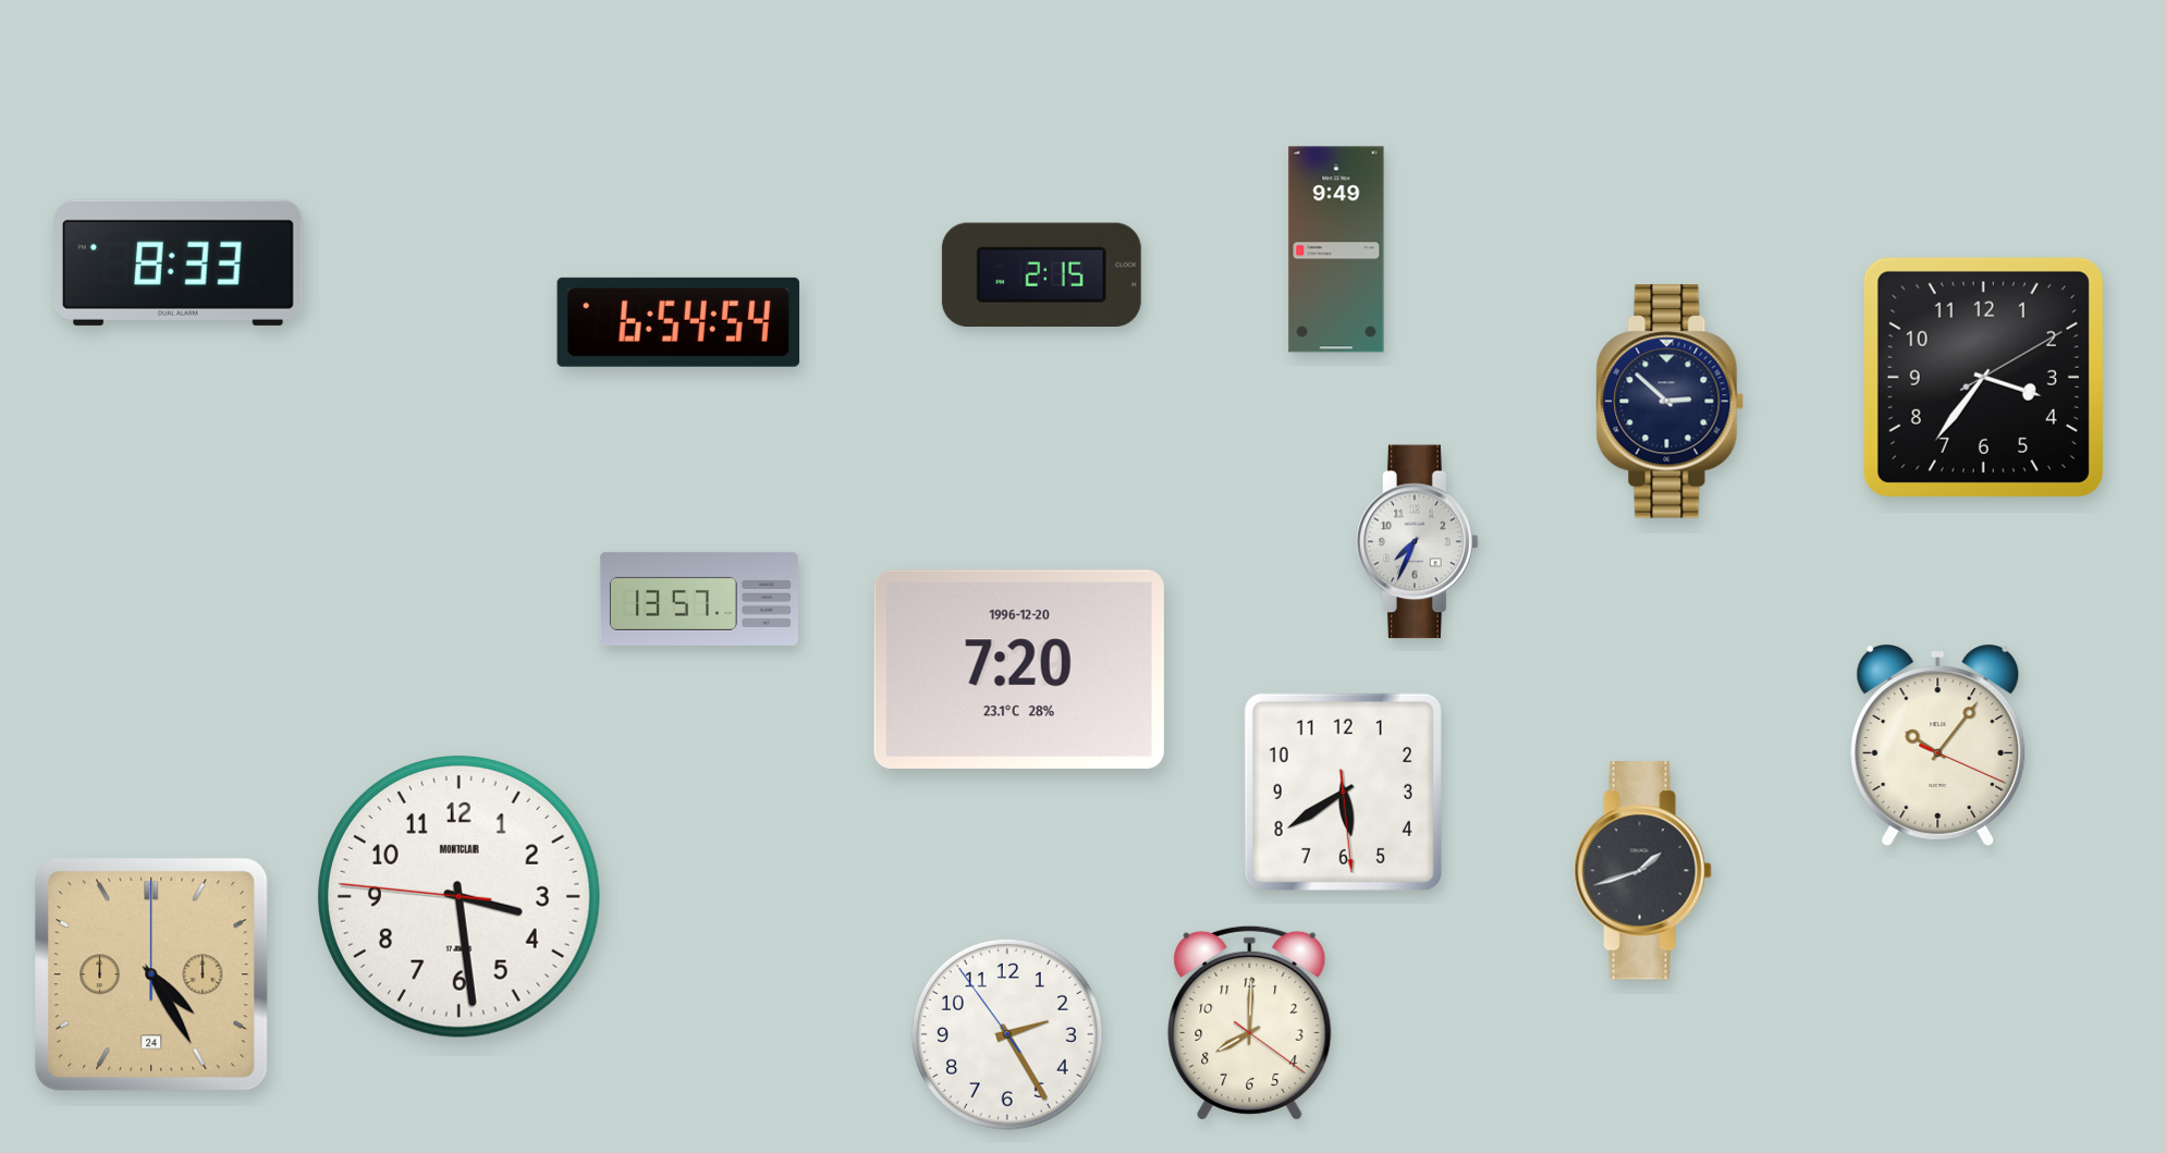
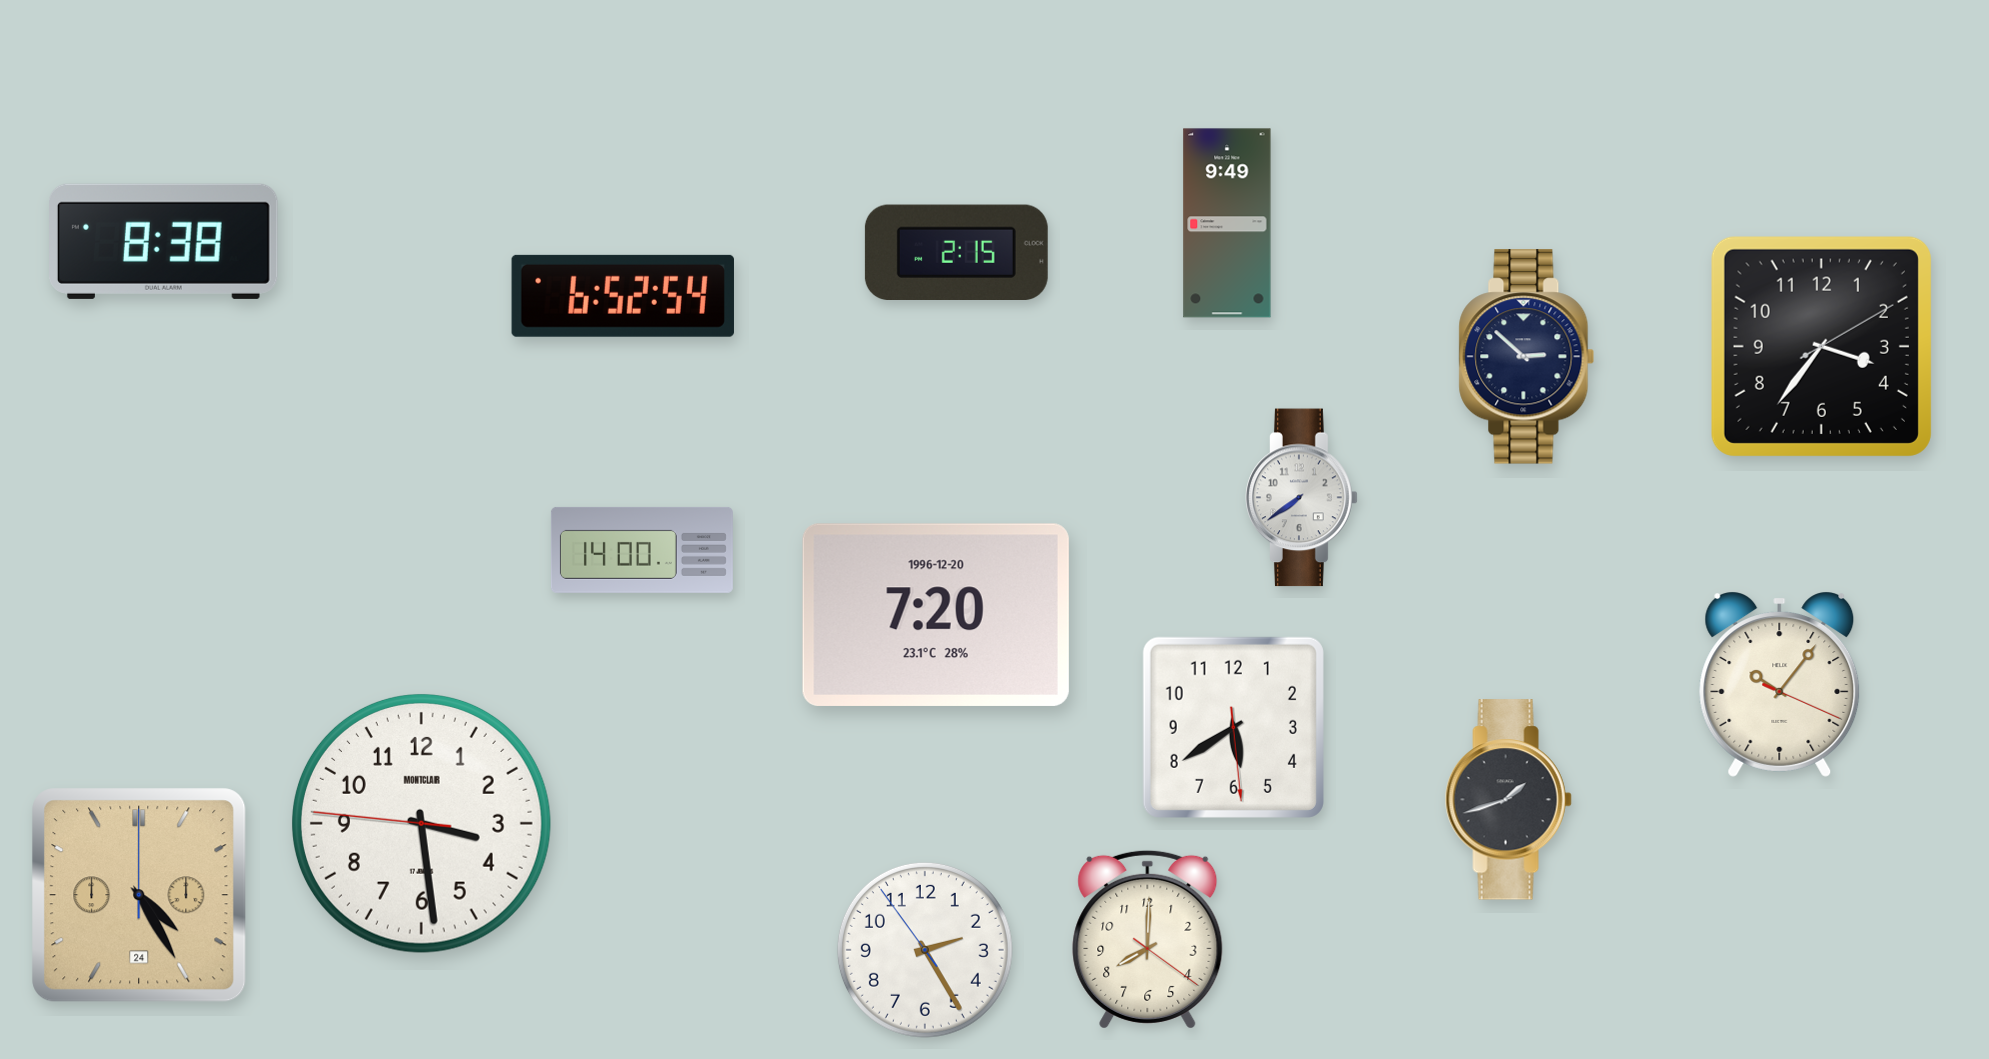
clock at (1336, 249) position: (1336, 249) -> (1227, 223)
clock at (179, 262): 8:33 -> 8:38
clock at (678, 322): 6:54 -> 6:52
clock at (1671, 402) position: (1671, 402) -> (1527, 357)
clock at (1418, 542): 7:34 -> 7:39
clock at (699, 599): 13:57 -> 14:00
